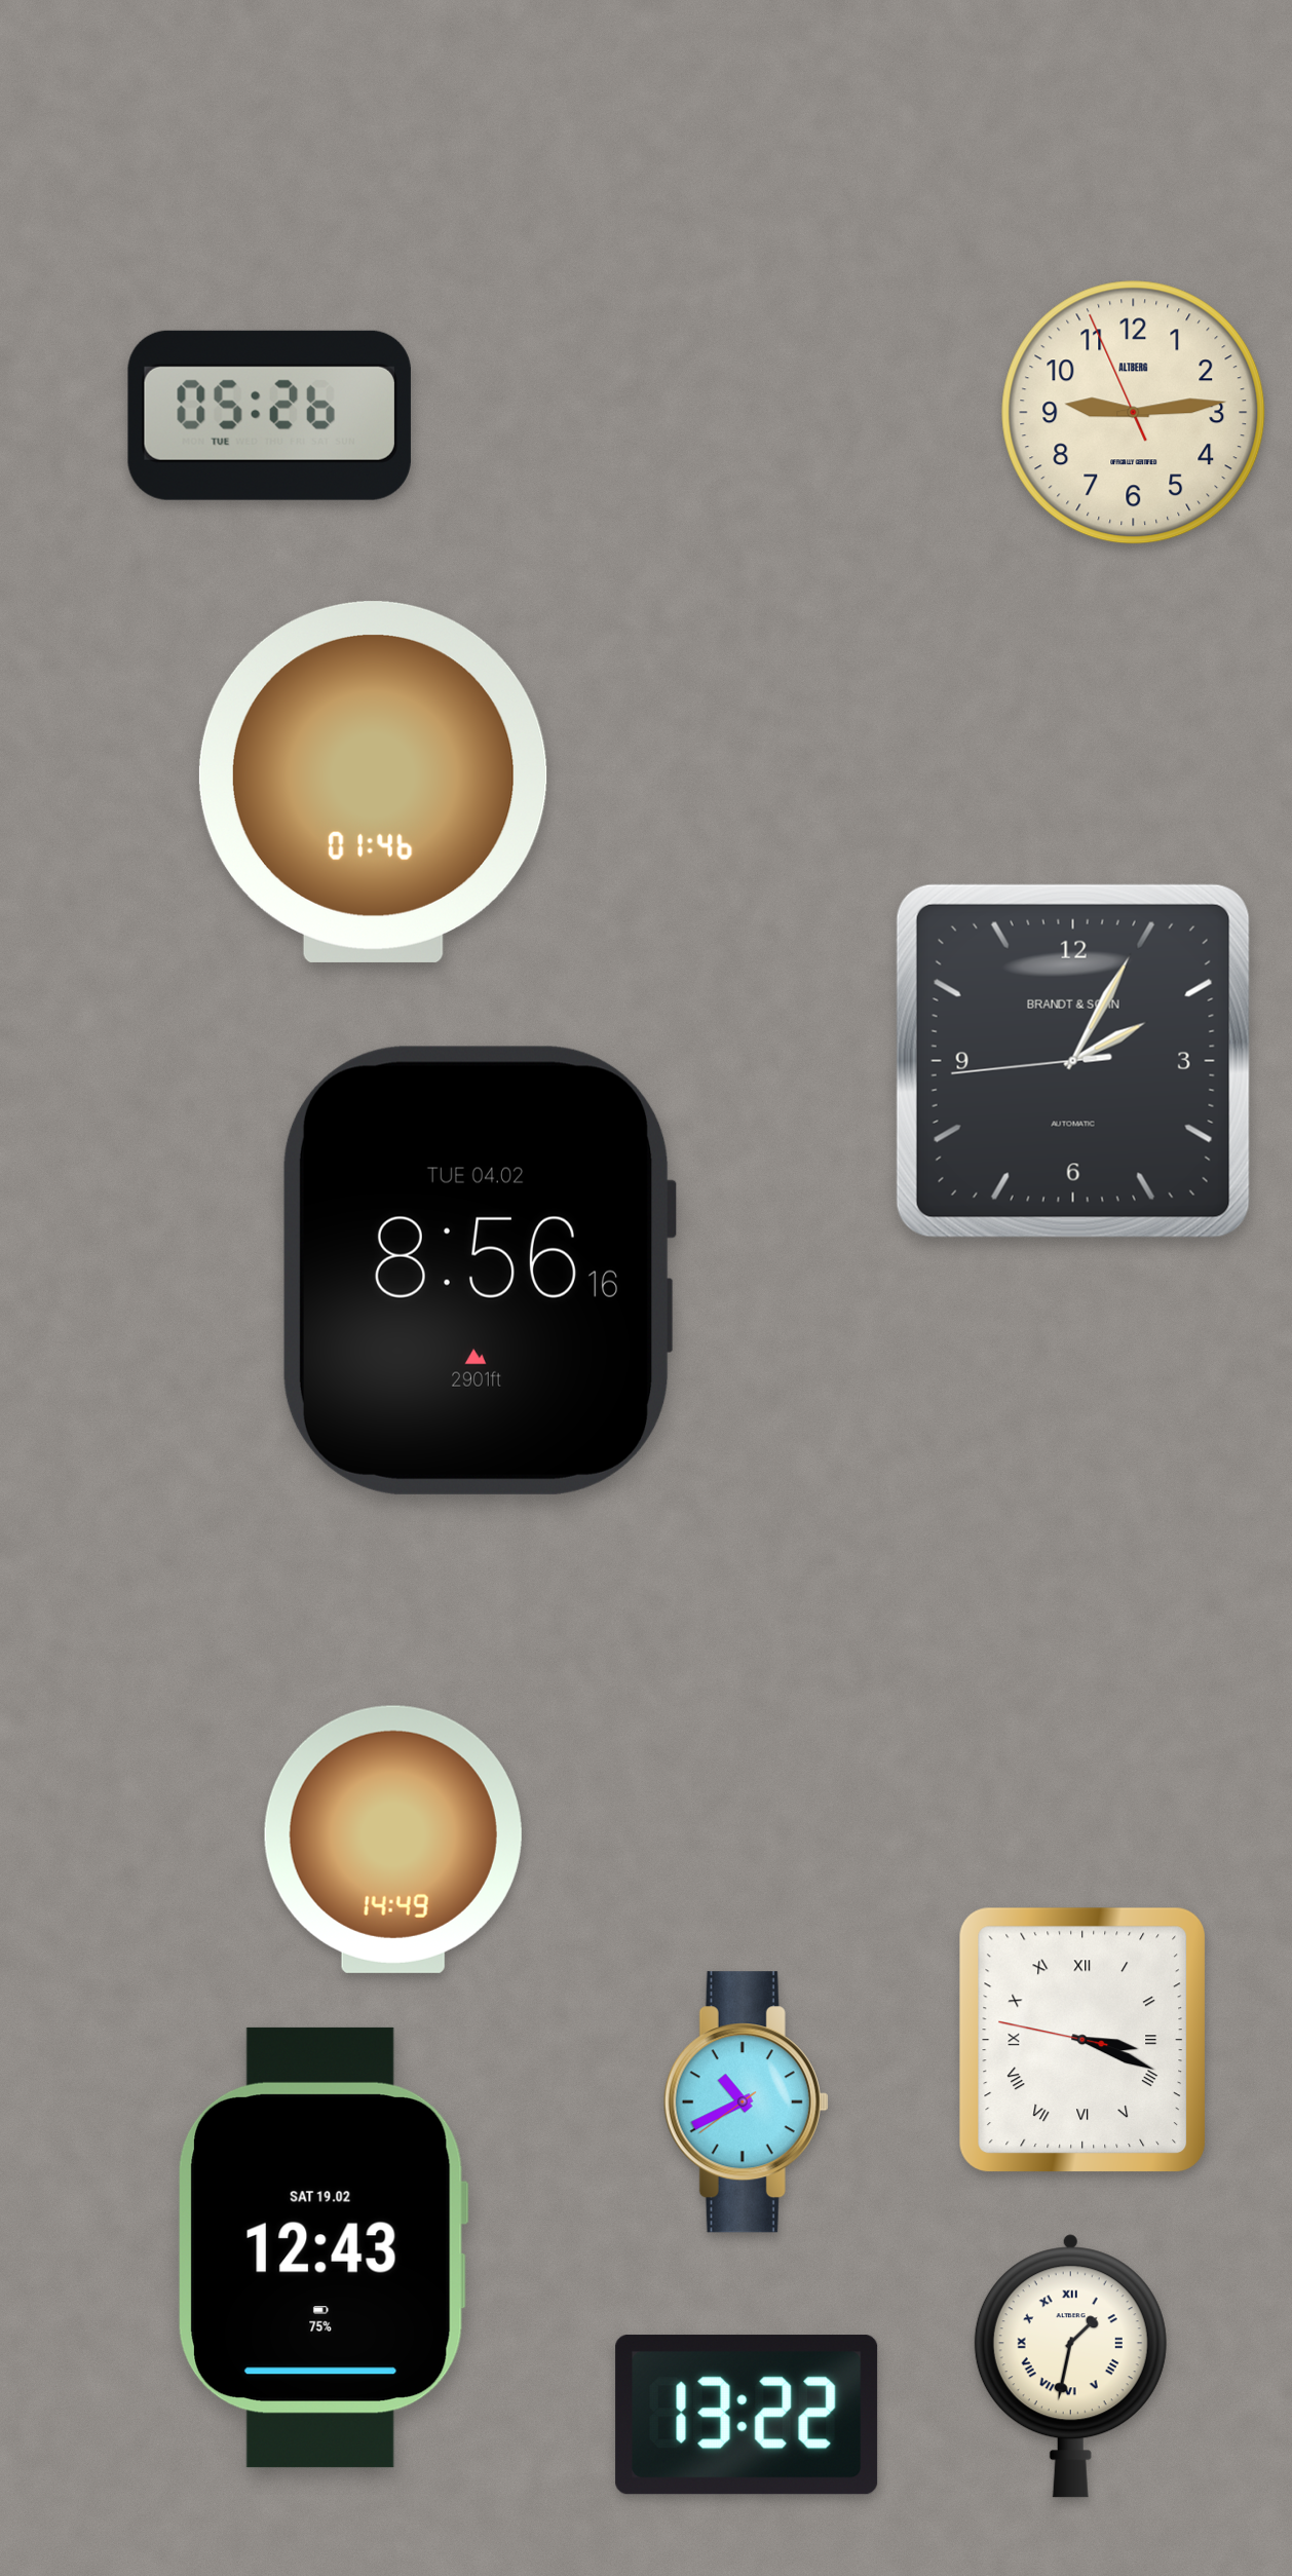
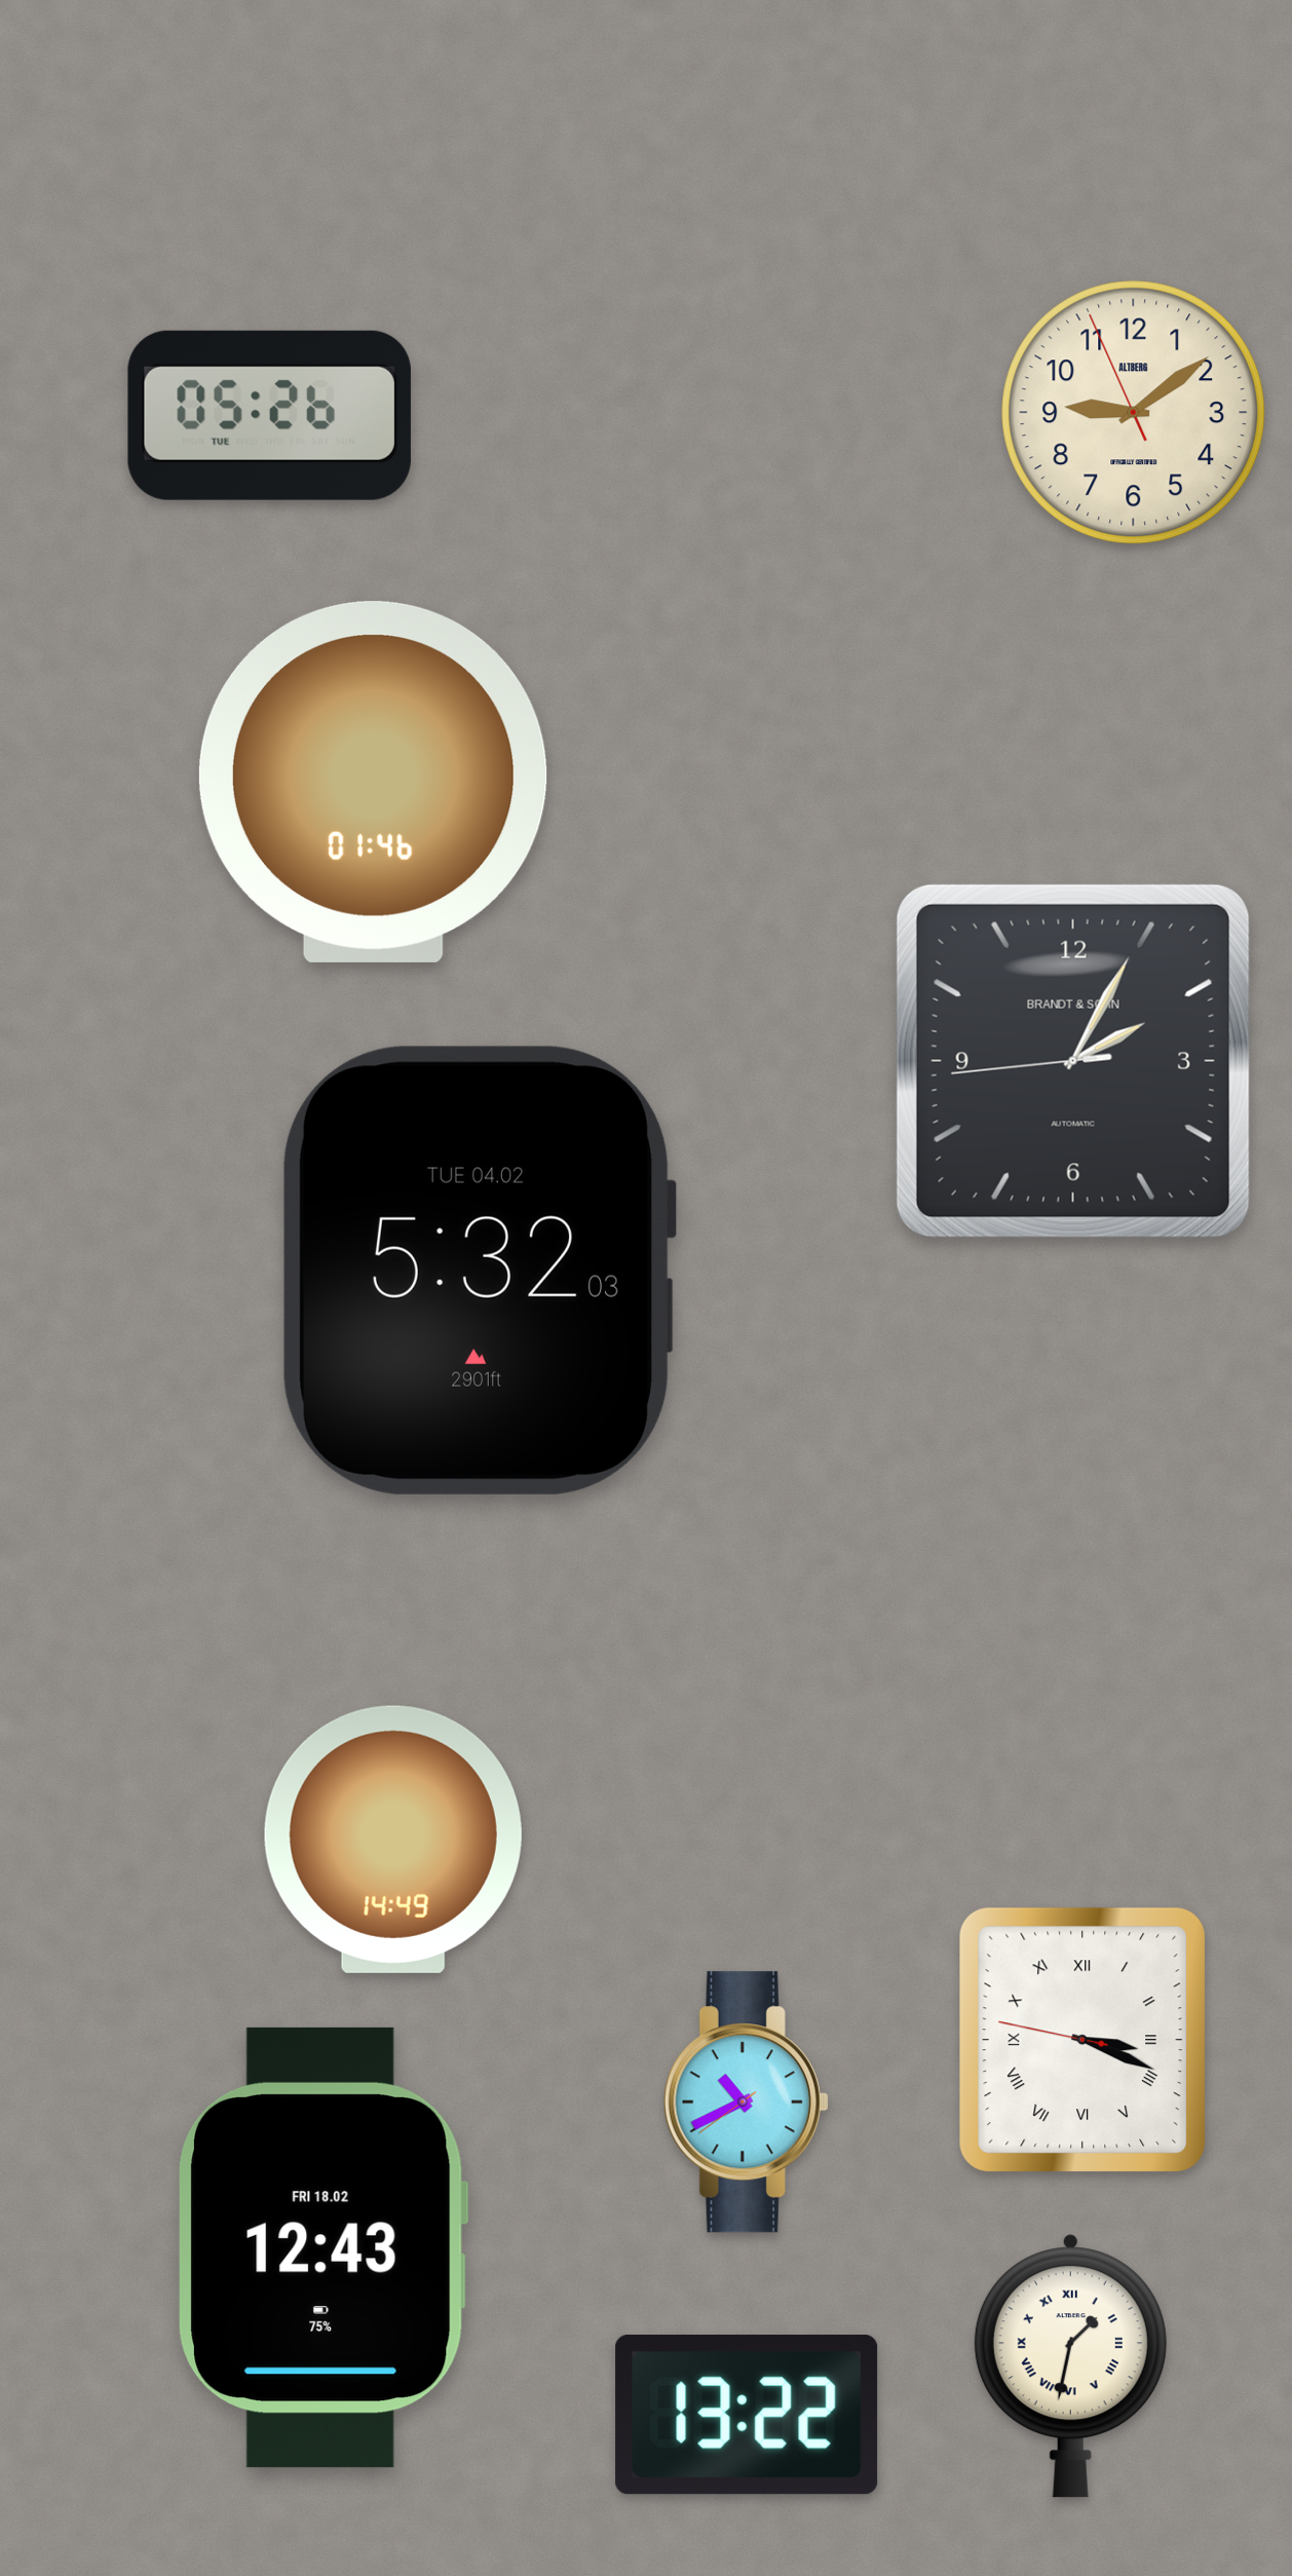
clock at (1134, 413): 9:13 -> 9:08
clock at (480, 1271): 8:56 -> 5:32
clock at (322, 2247) date: SAT 19.02 -> FRI 18.02
